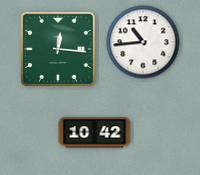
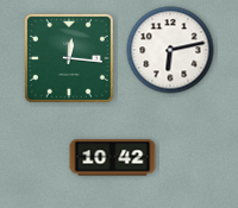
clock at (143, 42): 10:44 -> 6:13
